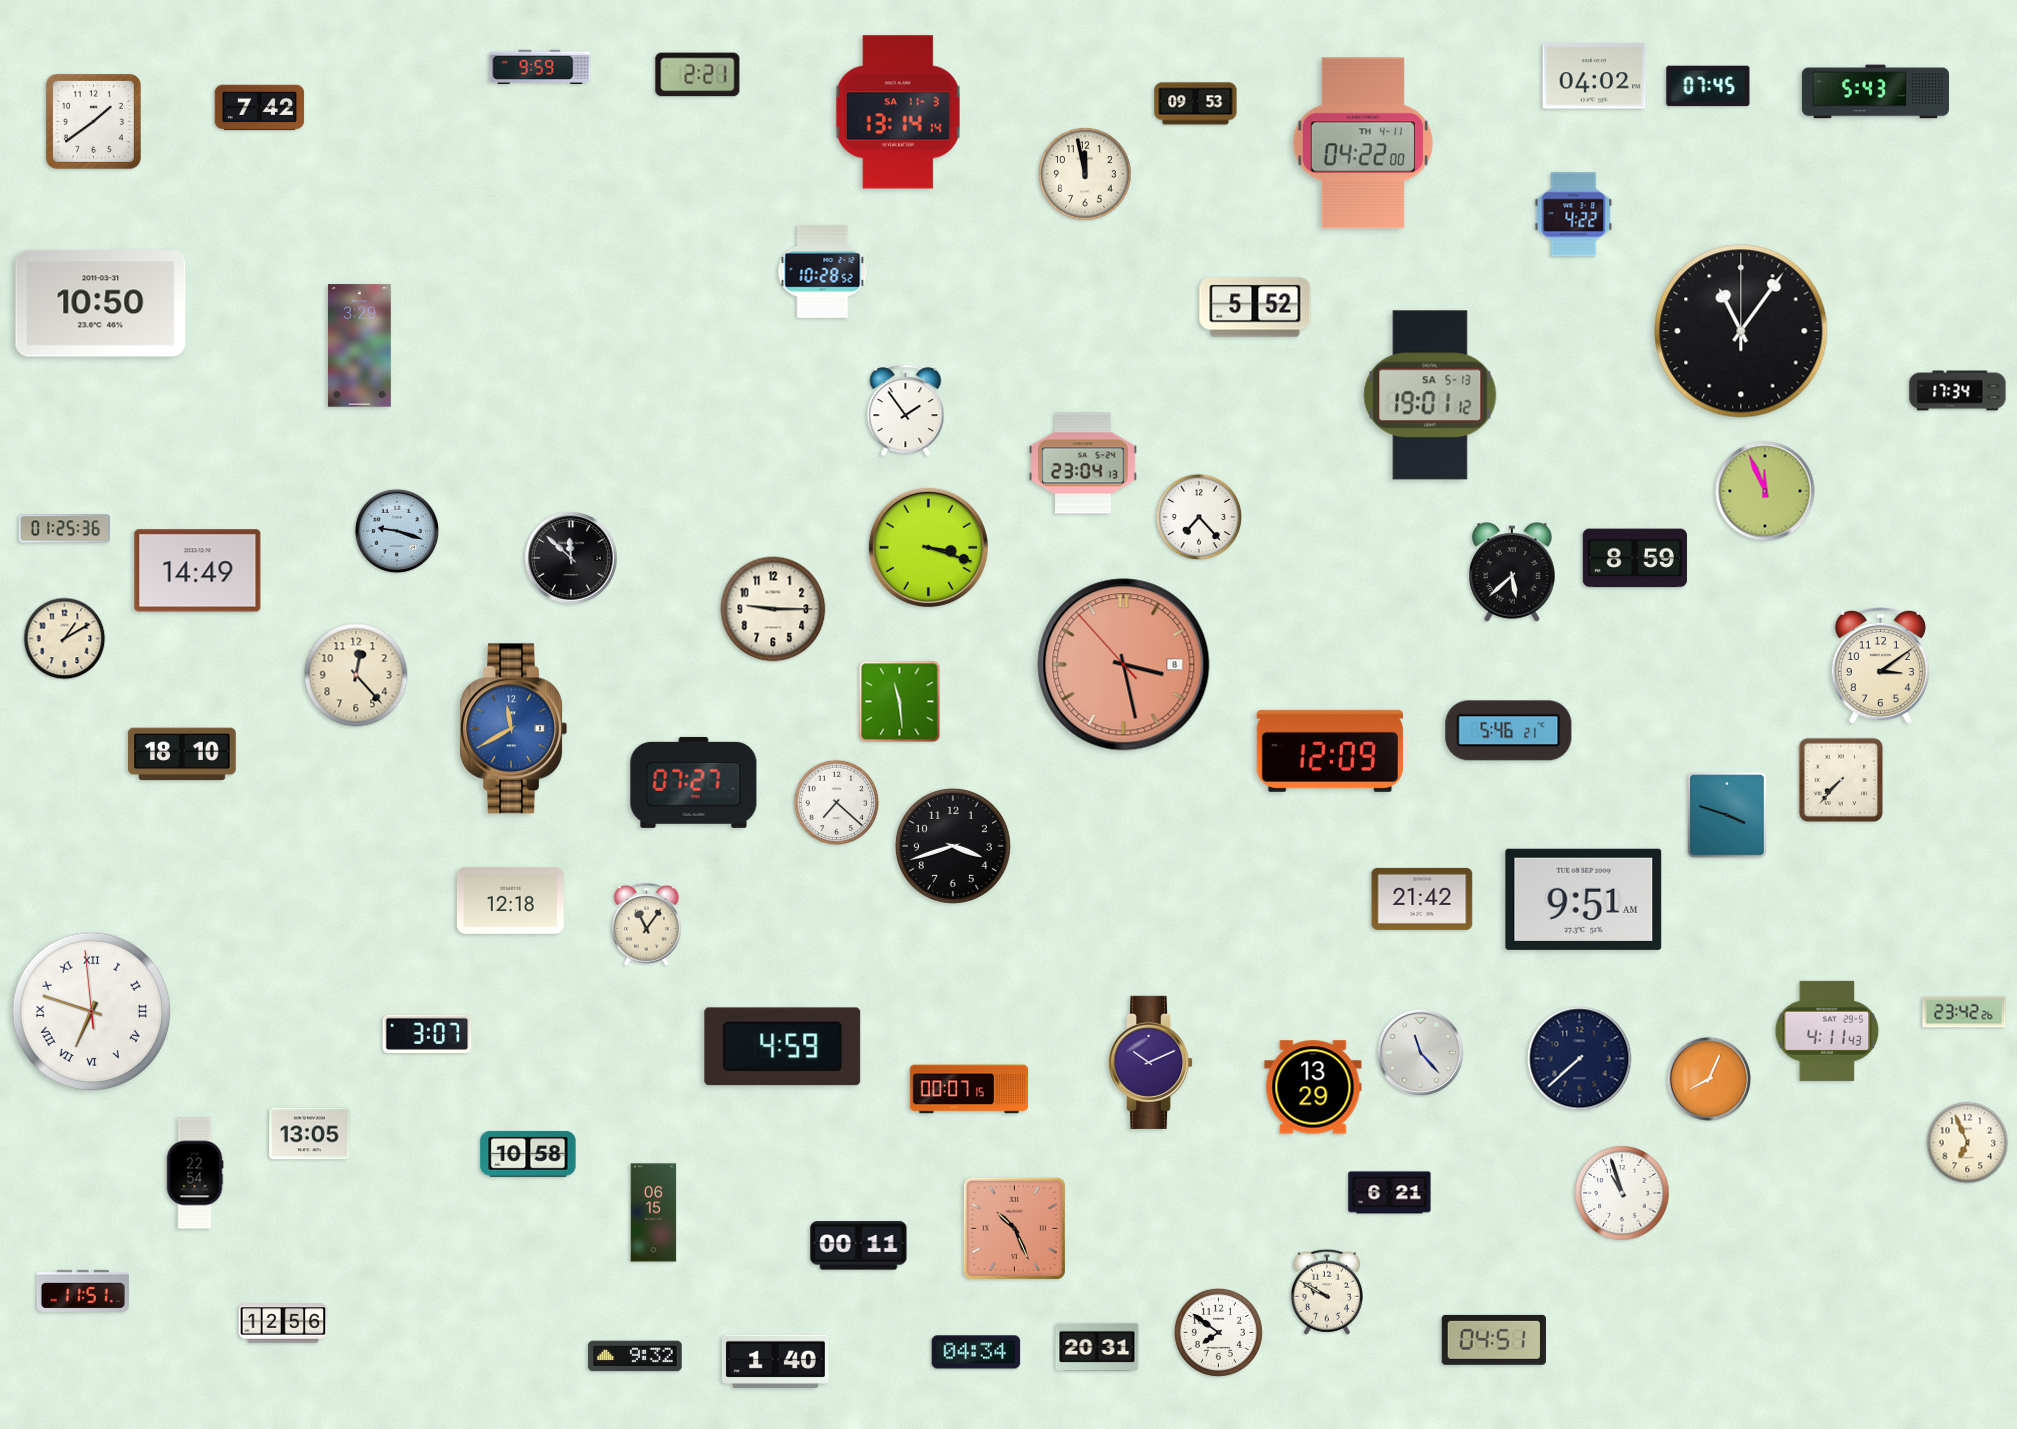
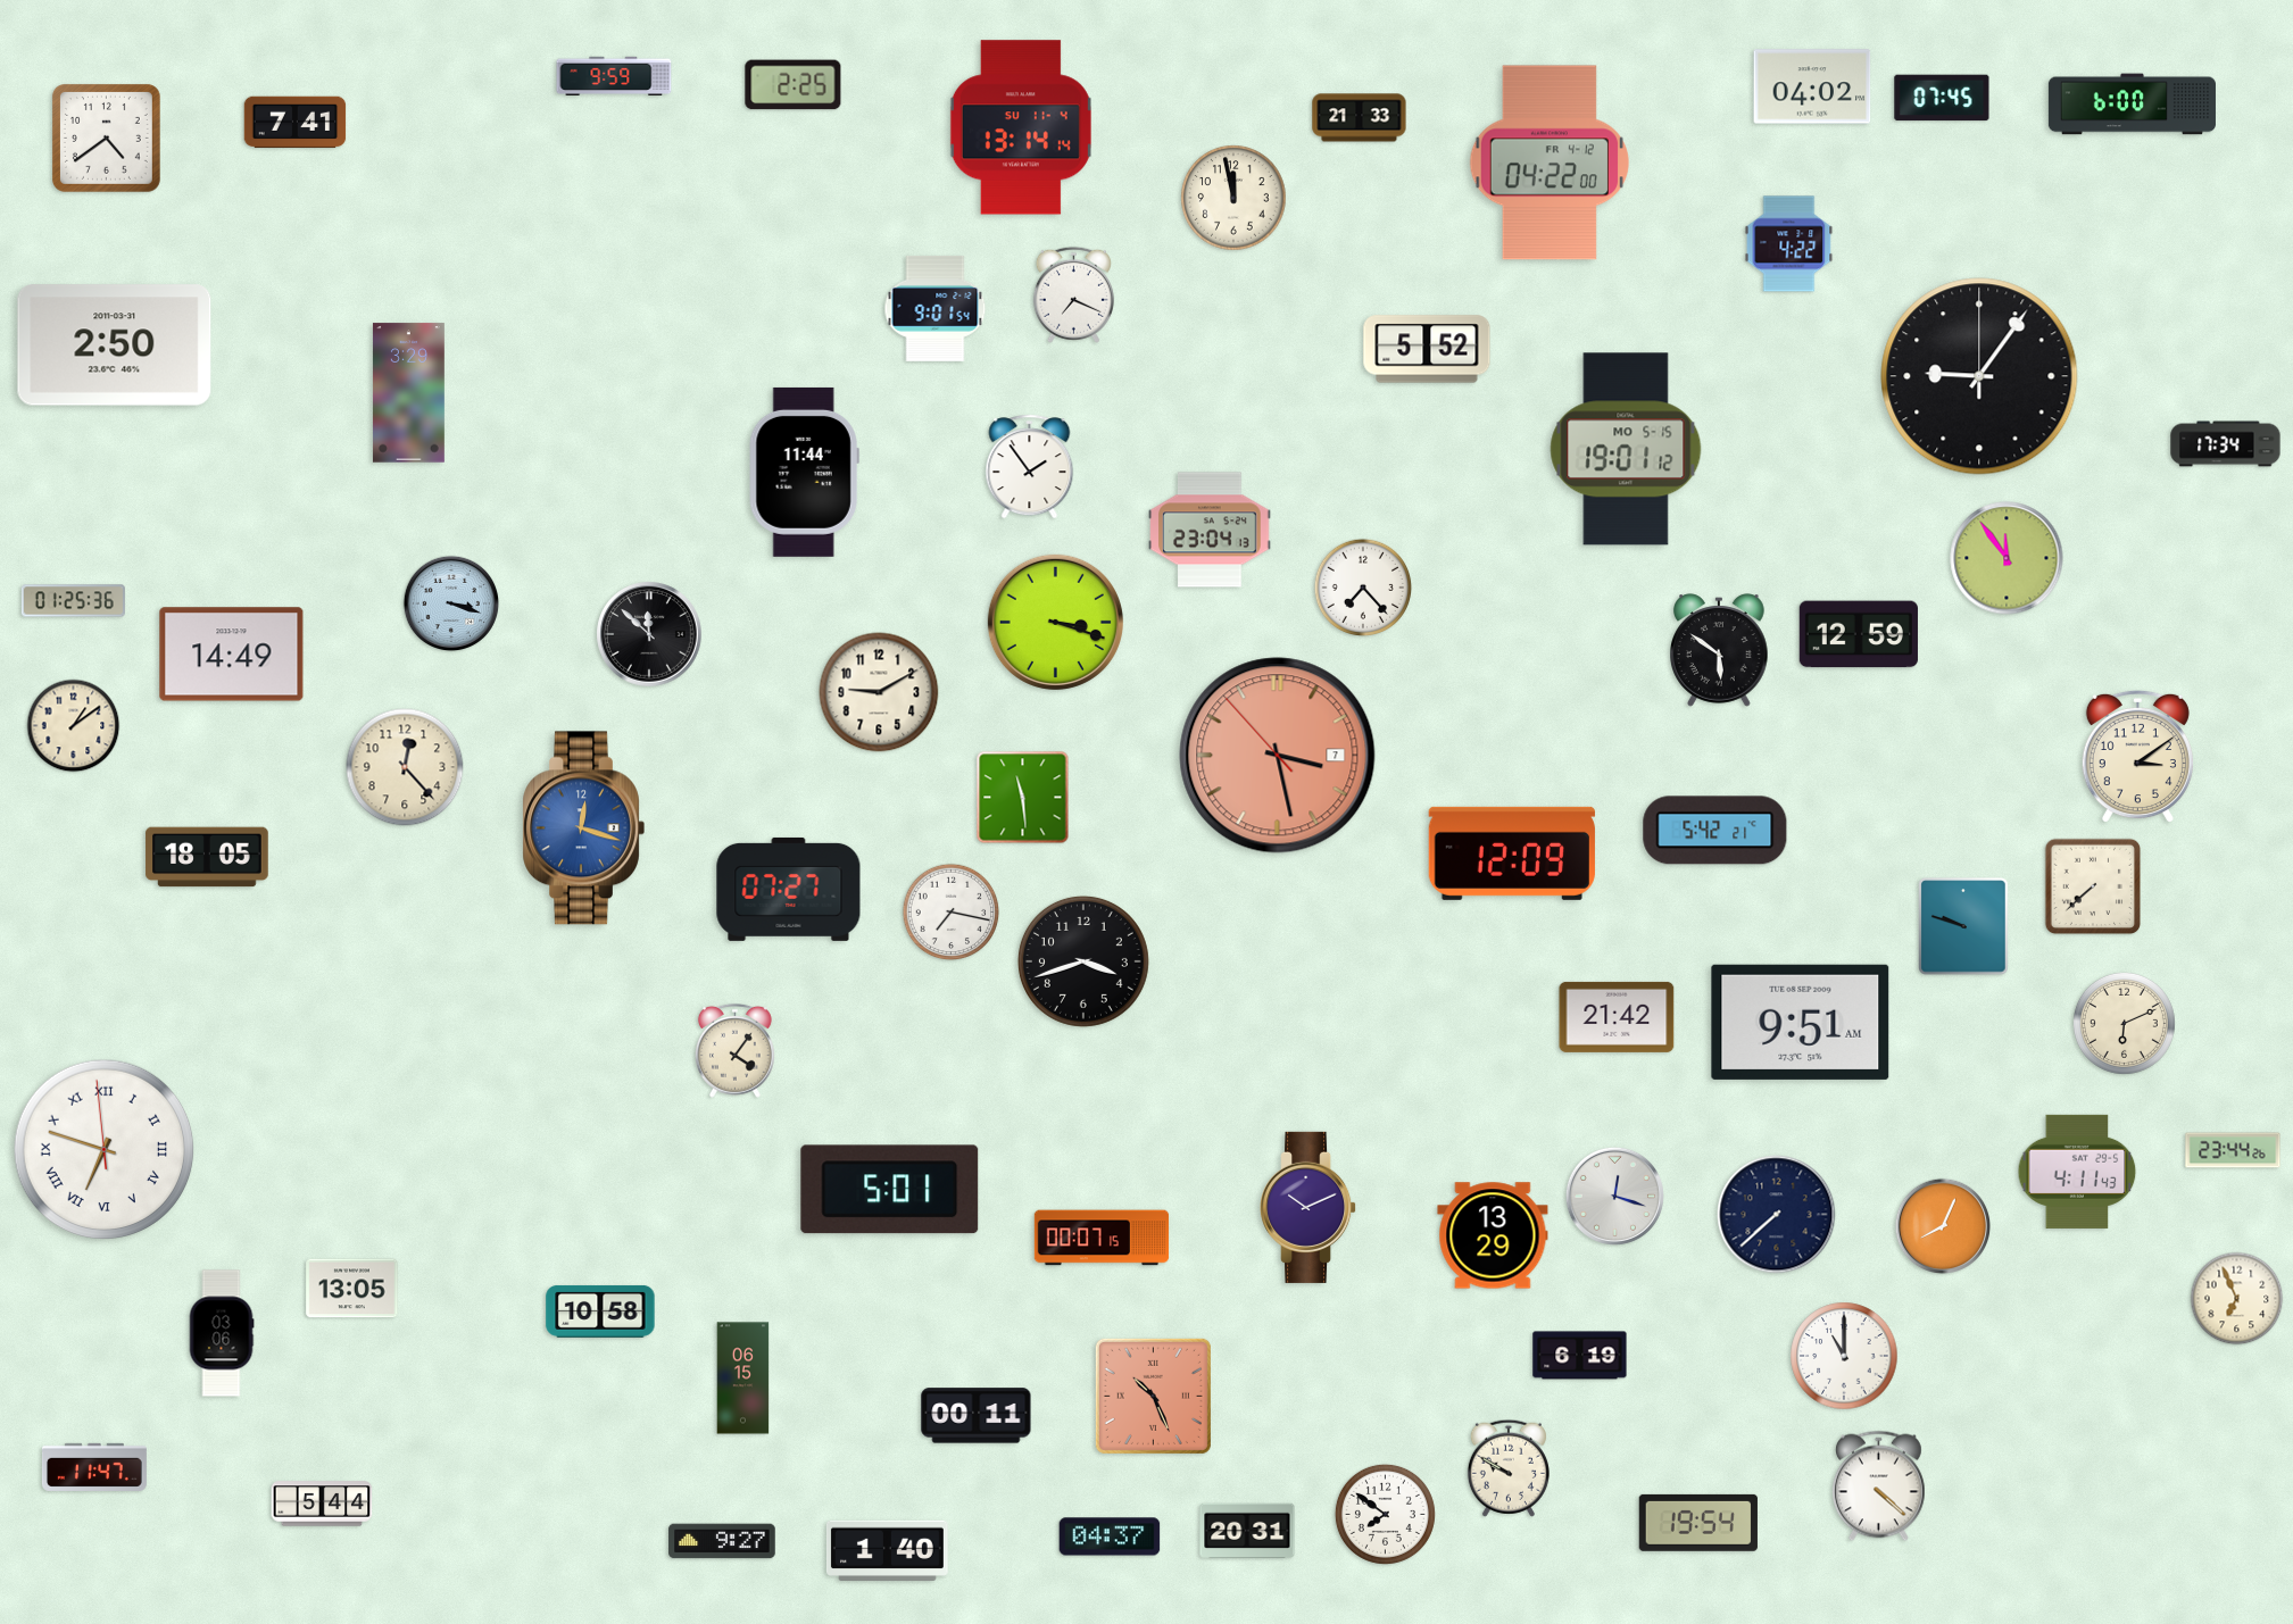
clock at (698, 75): 2:21 -> 2:25
clock at (1875, 92): 5:43 -> 6:00
clock at (1196, 104): 09:53 -> 21:33
clock at (260, 108): 7:42 -> 7:41
clock at (898, 112) date: SA 11-3 -> SU 11-4
clock at (93, 121): 1:39 -> 4:39
clock at (1363, 143) date: TH 4-11 -> FR 4-12
clock at (1073, 294): none -> 7:19
clock at (823, 271): 10:28 -> 9:01
clock at (101, 304): 10:50 -> 2:50
clock at (1741, 331): 11:06 -> 9:06
clock at (1430, 395) date: SA 5-13 -> MO 5-15
clock at (804, 472): none -> 11:44
clock at (1083, 463) position: (1083, 463) -> (1210, 530)
clock at (1765, 491): 11:56 -> 11:54
clock at (397, 531): 9:18 -> 3:18
clock at (1635, 558): 8:59 -> 12:59
clock at (198, 571) position: (198, 571) -> (232, 655)
clock at (1512, 572): 5:38 -> 5:51
clock at (773, 609): 9:15 -> 9:10
clock at (65, 639): 1:10 -> 1:09
clock at (1124, 665) date: 8 -> 7
clock at (513, 729): 11:40 -> 12:18
clock at (1509, 731): 5:46 -> 5:42
clock at (182, 754): 18:10 -> 18:05
clock at (1841, 780): 7:37 -> 7:38
clock at (837, 803): 7:22 -> 7:17
clock at (1727, 815): 3:48 -> 9:48
clock at (1422, 899) position: (1422, 899) -> (1617, 1017)
clock at (510, 900): 12:18 -> none
clock at (2124, 1023): none -> 6:11
clock at (646, 924): 11:06 -> 4:06
clock at (1964, 1012): 23:42 -> 23:44
clock at (427, 1033): 3:07 -> none
clock at (783, 1047): 4:59 -> 5:01
clock at (1420, 1052): 11:23 -> 12:18
clock at (1580, 1059) position: (1580, 1059) -> (1777, 1215)
clock at (195, 1173): 22:54 -> 03:06
clock at (1390, 1193): 6:21 -> 6:19
clock at (1622, 1193): 10:57 -> 11:00
clock at (83, 1291): 11:51 -> 11:47
clock at (1879, 1486): none -> 4:22
clock at (283, 1323): 12:56 -> 5:44
clock at (1494, 1340): 04:51 -> 19:54
clock at (976, 1352): 04:34 -> 04:37
clock at (635, 1356): 9:32 -> 9:27
clock at (776, 1361) position: (776, 1361) -> (888, 1550)
